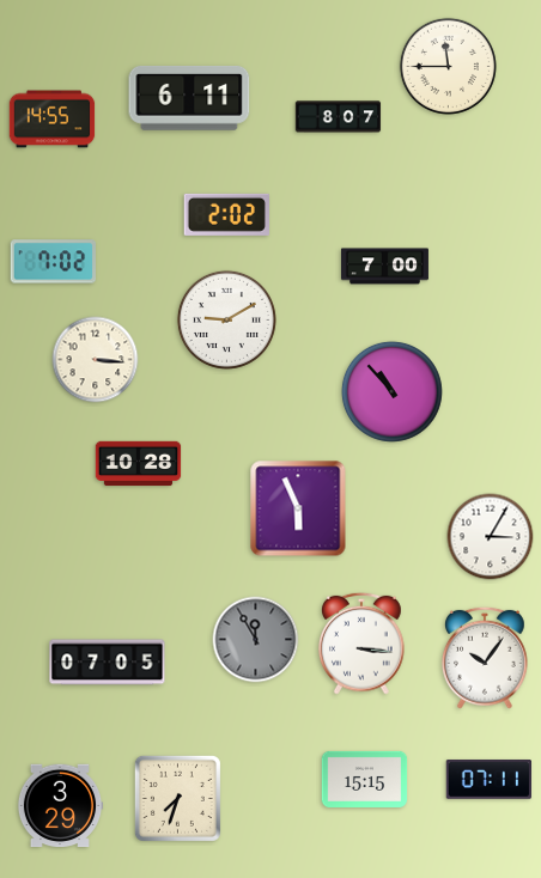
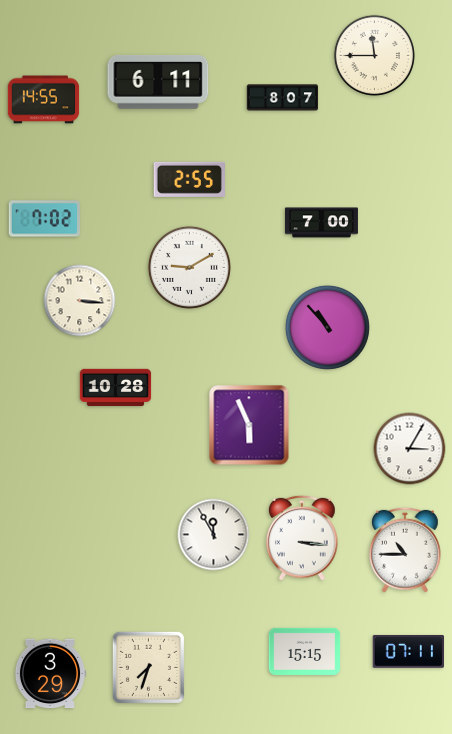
clock at (226, 214): 2:02 -> 2:55
clock at (256, 640) dial: grey -> white
clock at (485, 658): 10:06 -> 10:45
clock at (108, 663): 07:05 -> none
